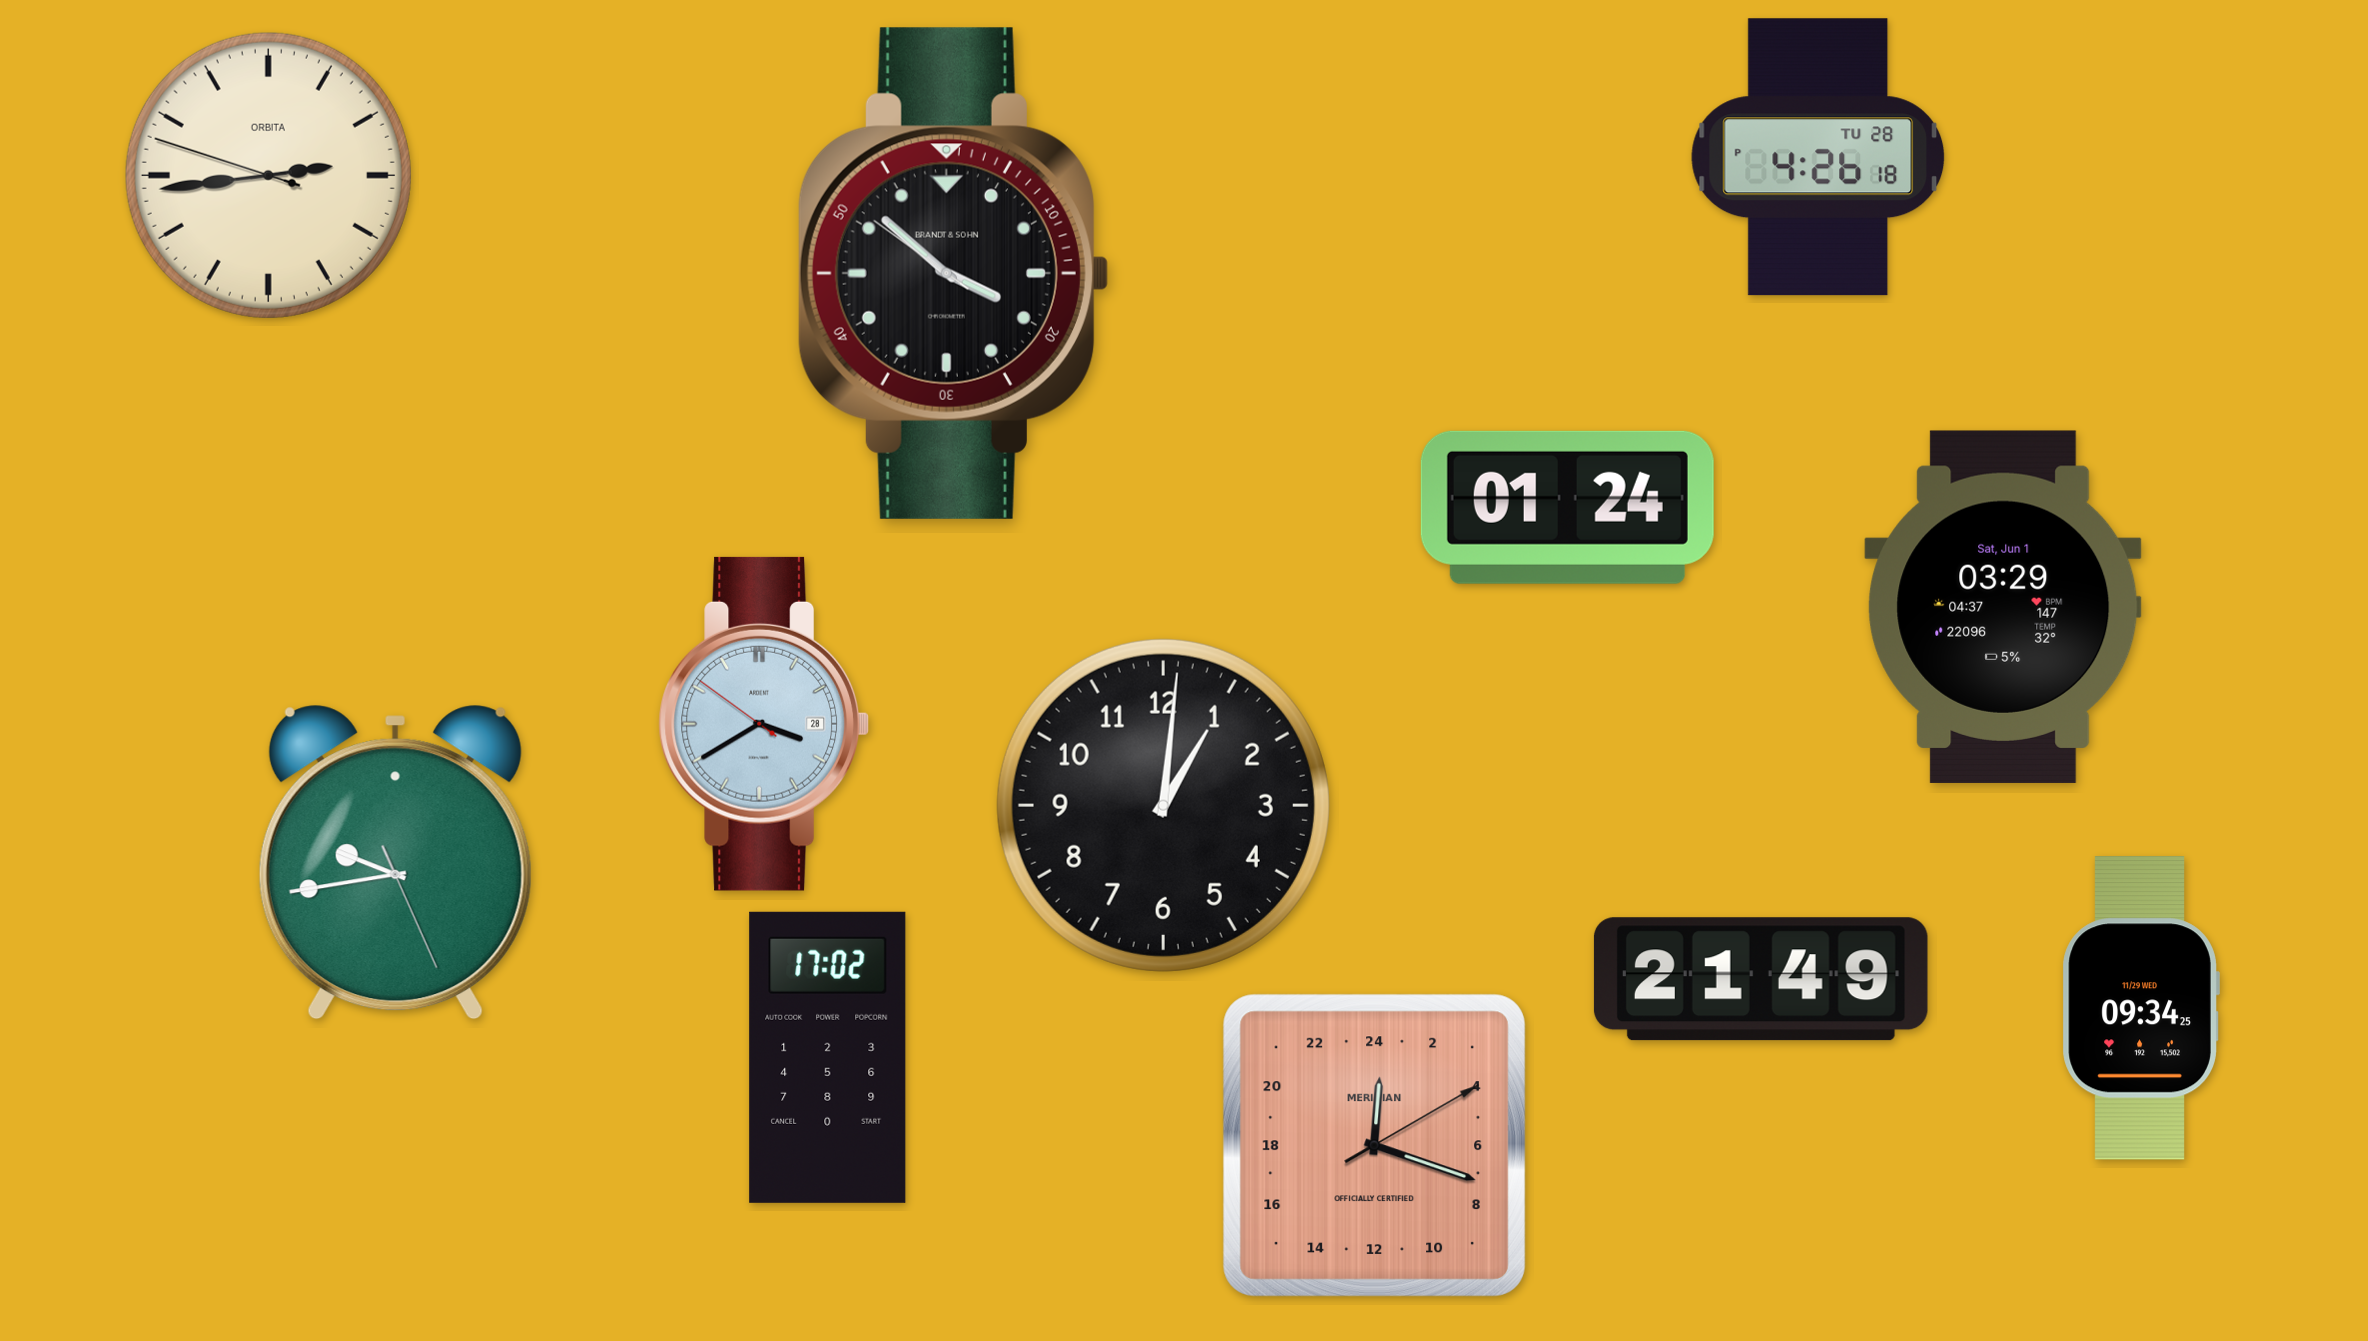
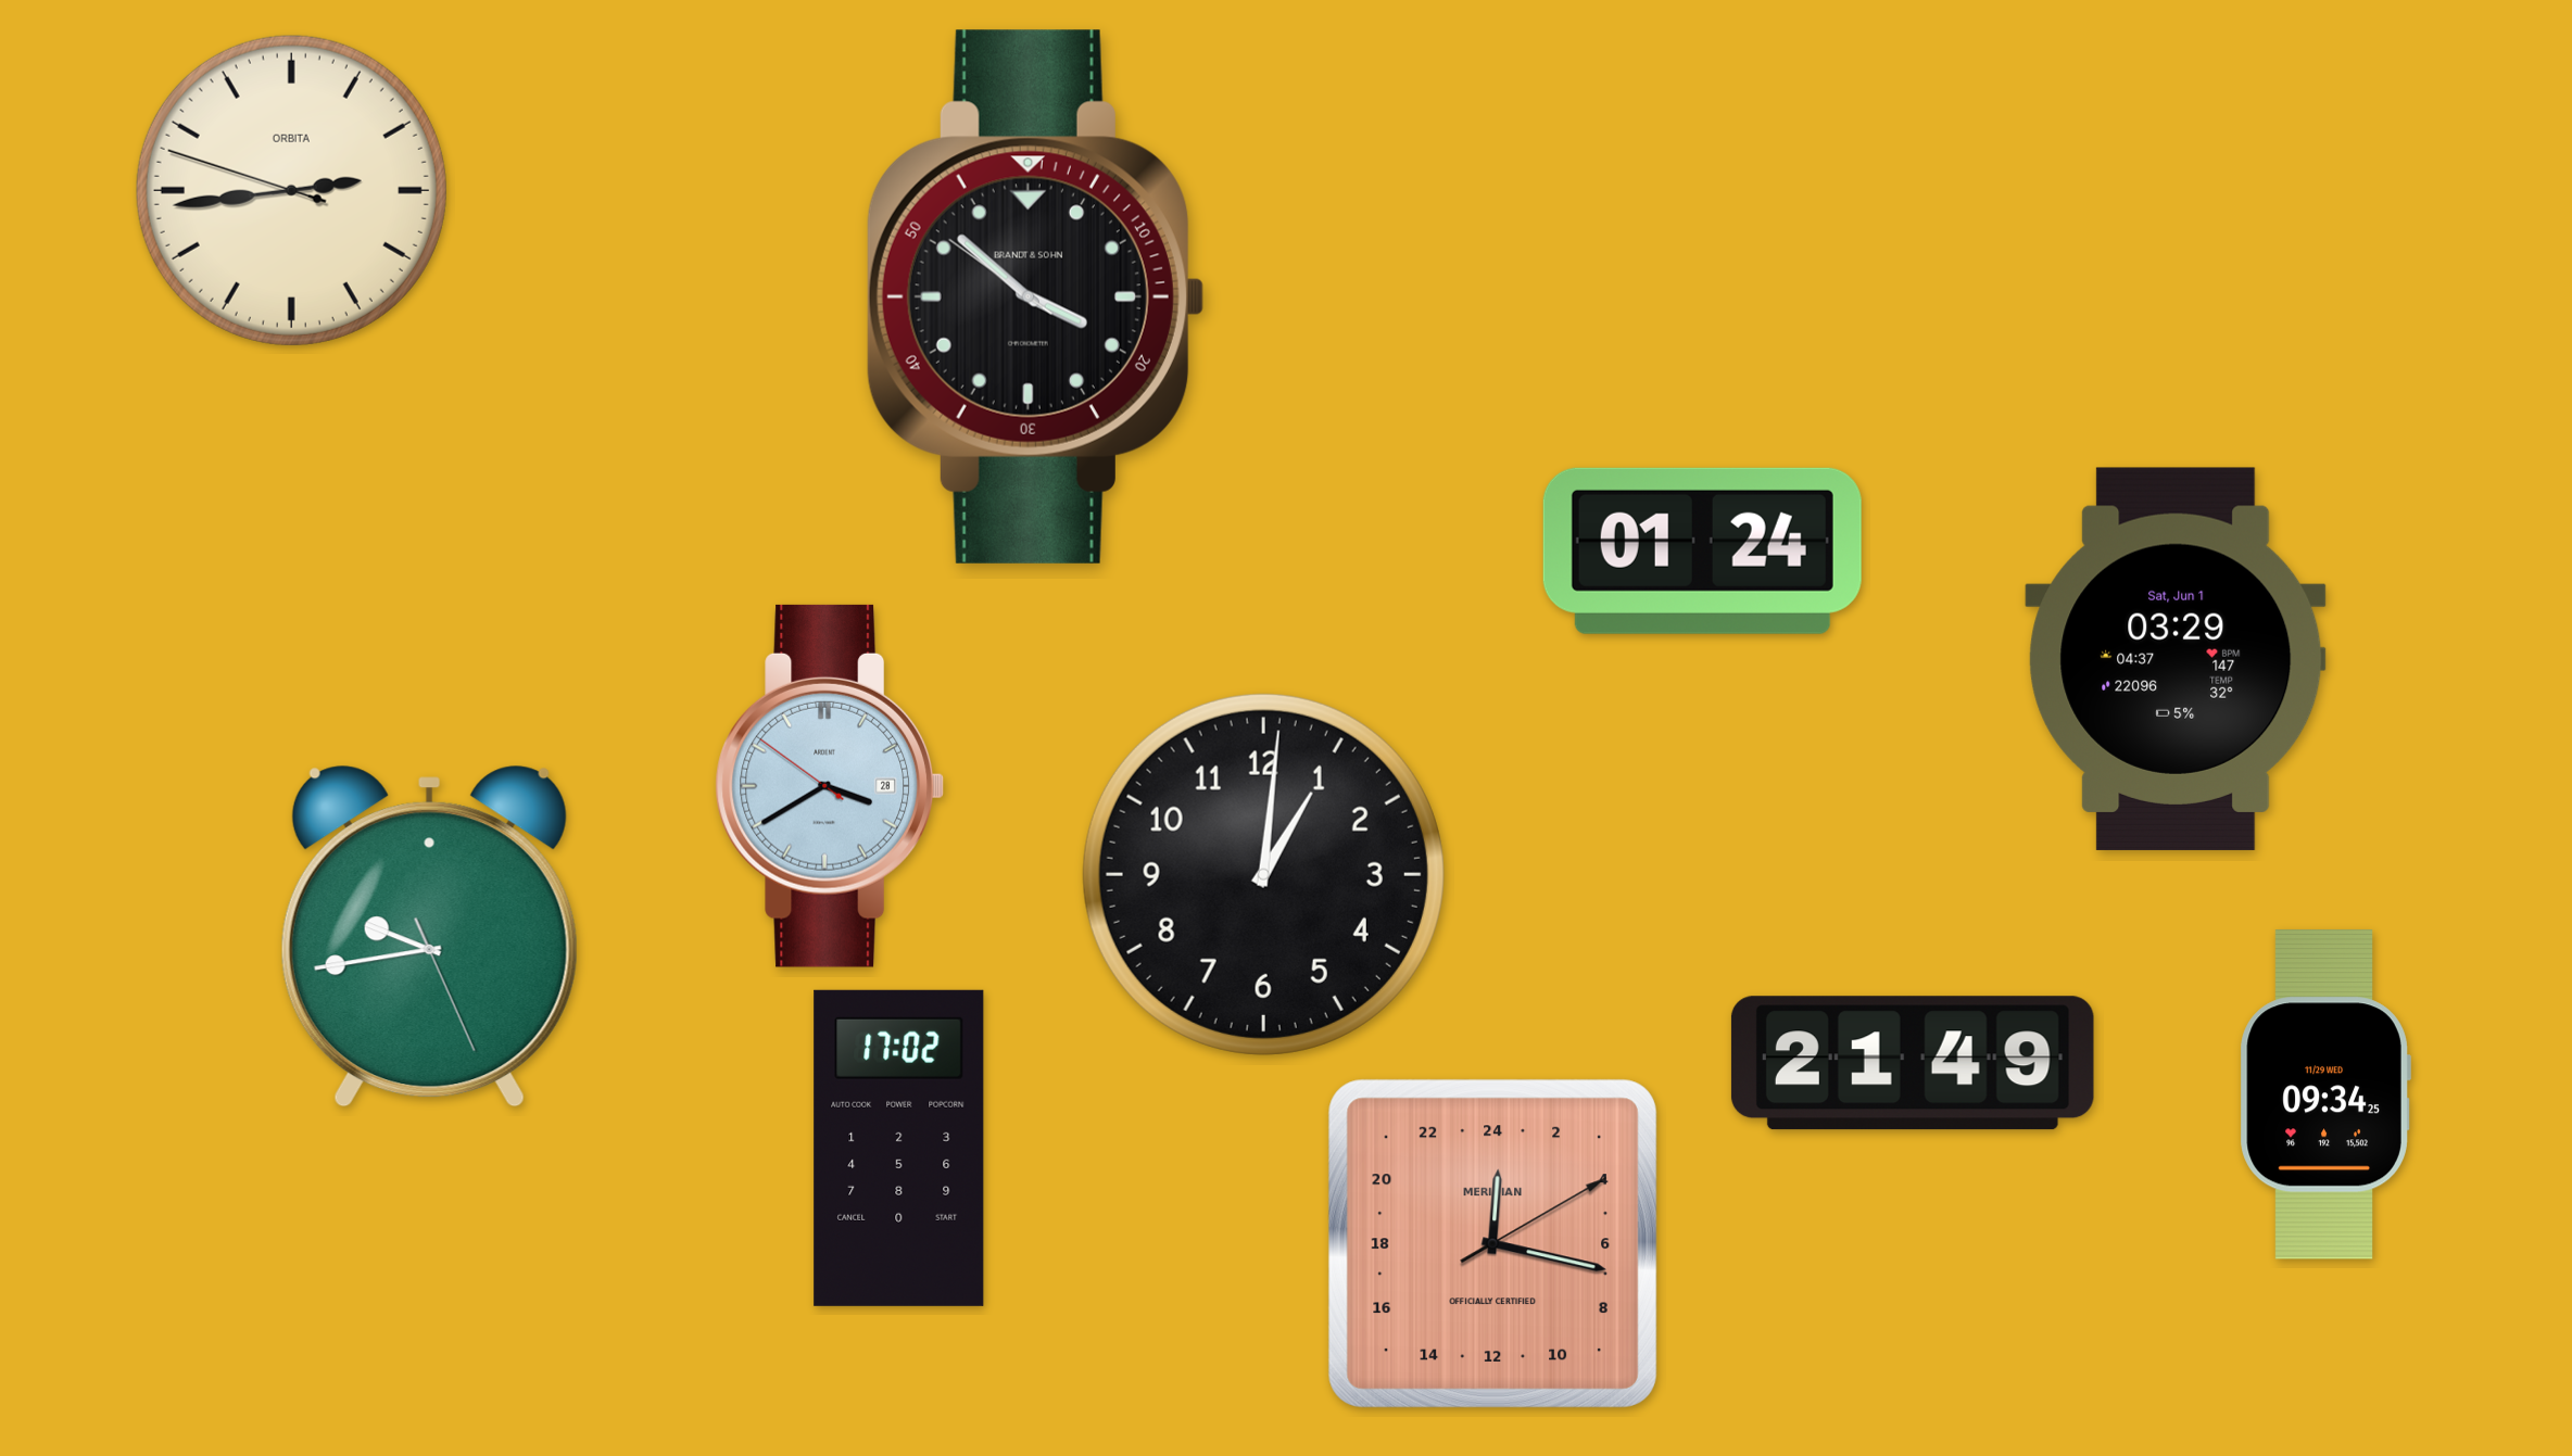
clock at (1818, 157): 4:26 -> none
clock at (1374, 1145): 0:18 -> 0:17
